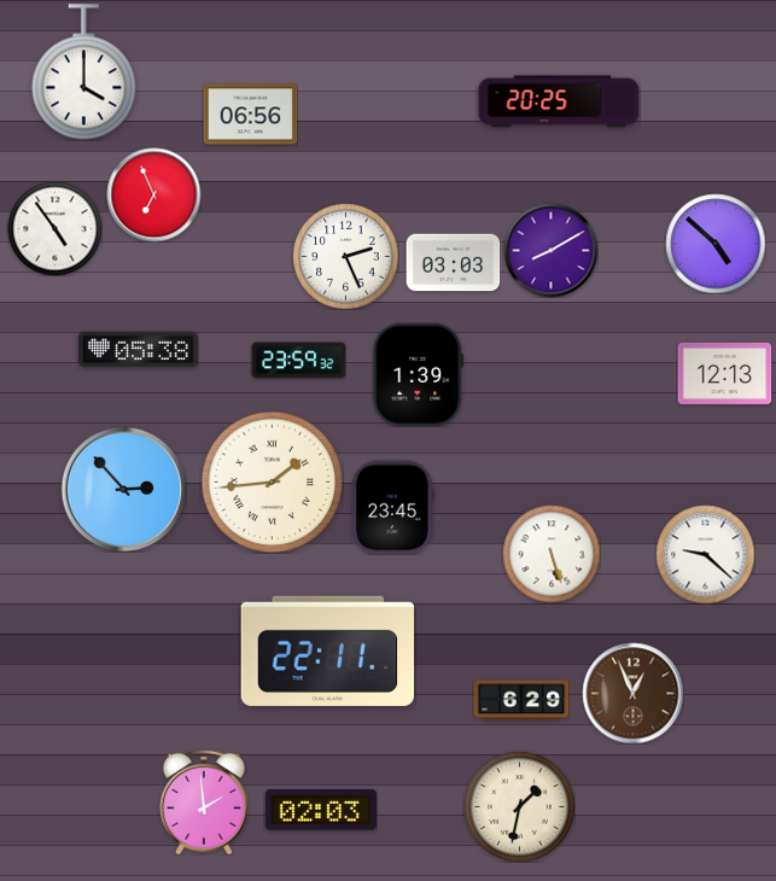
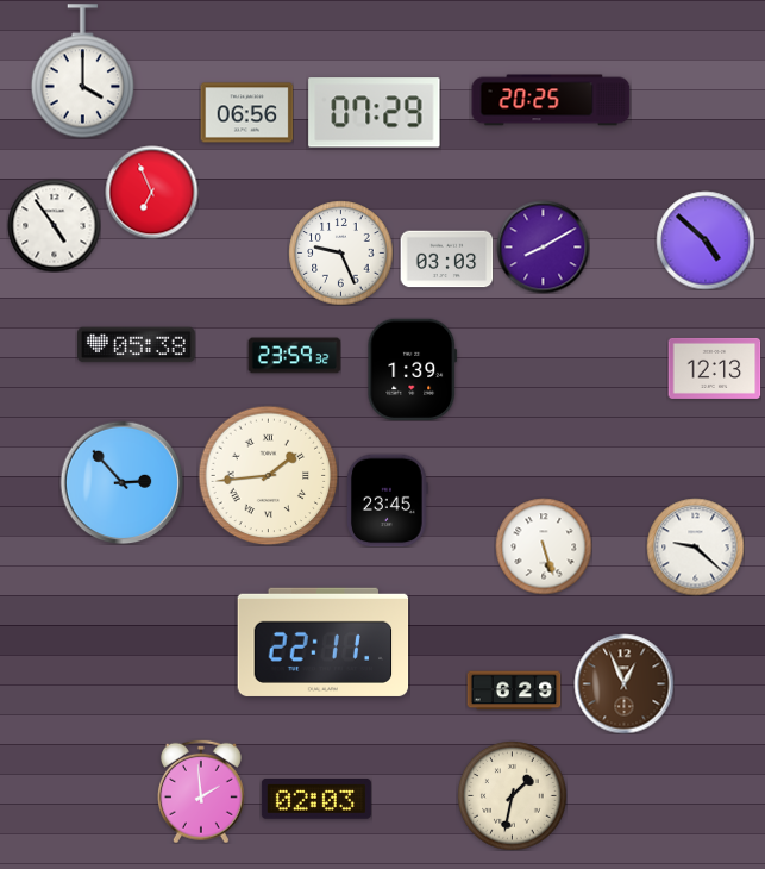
clock at (375, 113): none -> 07:29
clock at (345, 256): 2:26 -> 9:26
